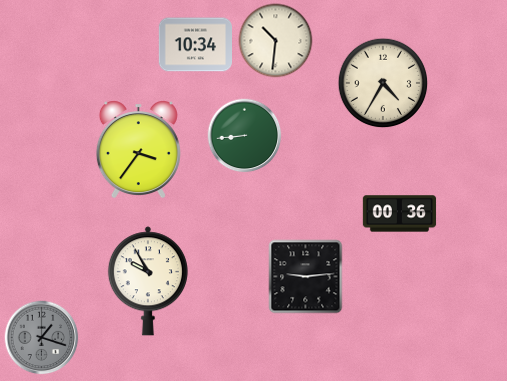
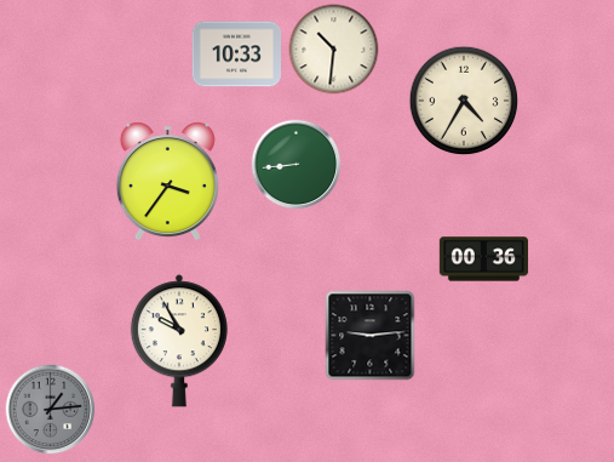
clock at (195, 45): 10:34 -> 10:33
clock at (42, 338): 1:18 -> 1:14
